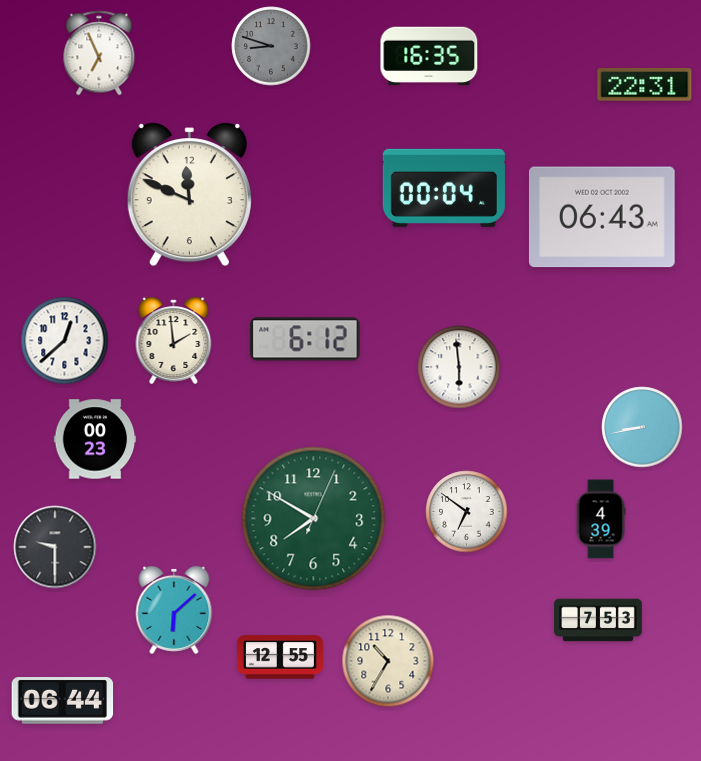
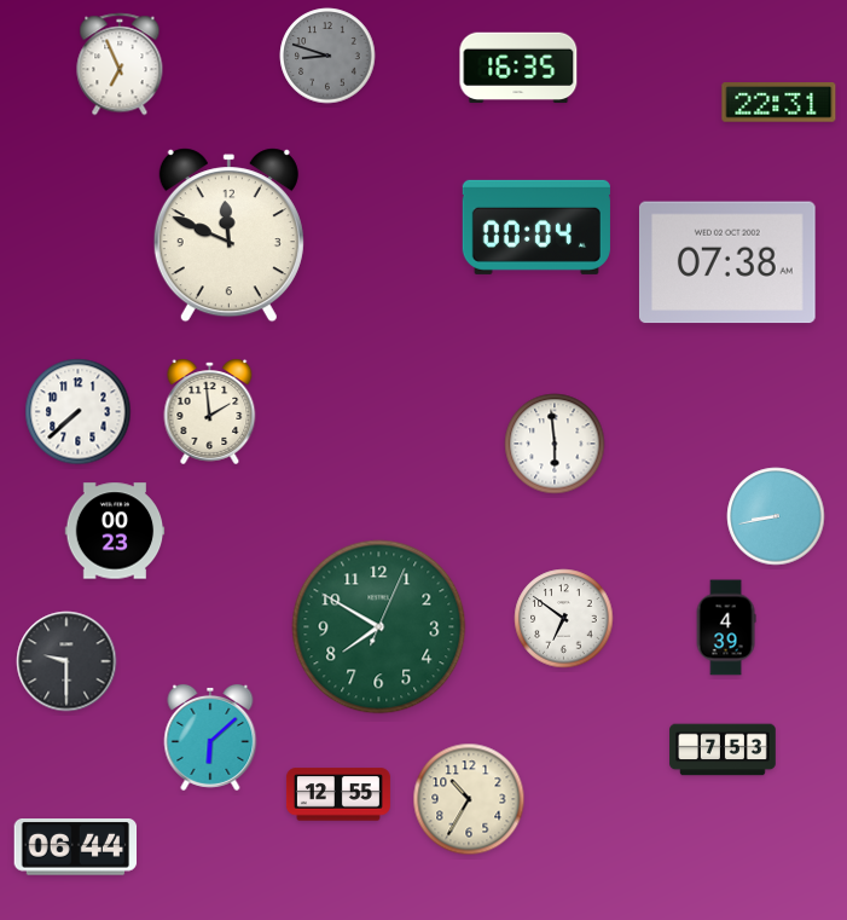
clock at (602, 217): 06:43 -> 07:38
clock at (305, 339): 6:12 -> none
clock at (65, 341): 12:38 -> 7:38
